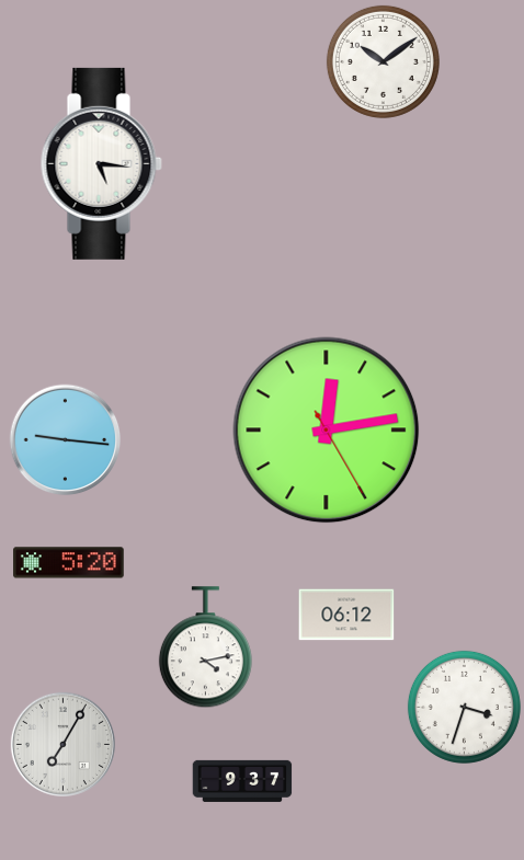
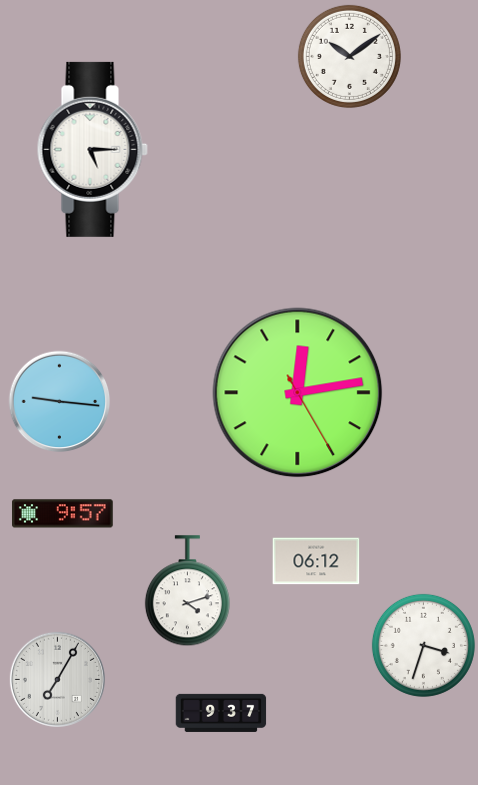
clock at (101, 163): 5:16 -> 5:15
clock at (69, 563): 5:20 -> 9:57
clock at (205, 647): 4:13 -> 4:12
